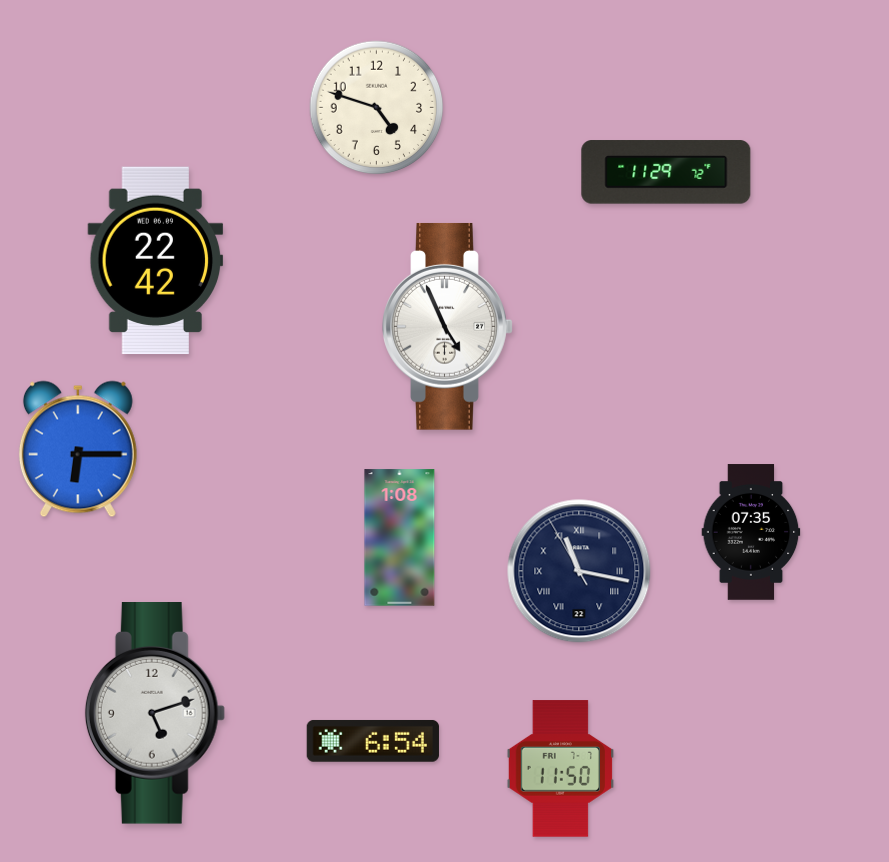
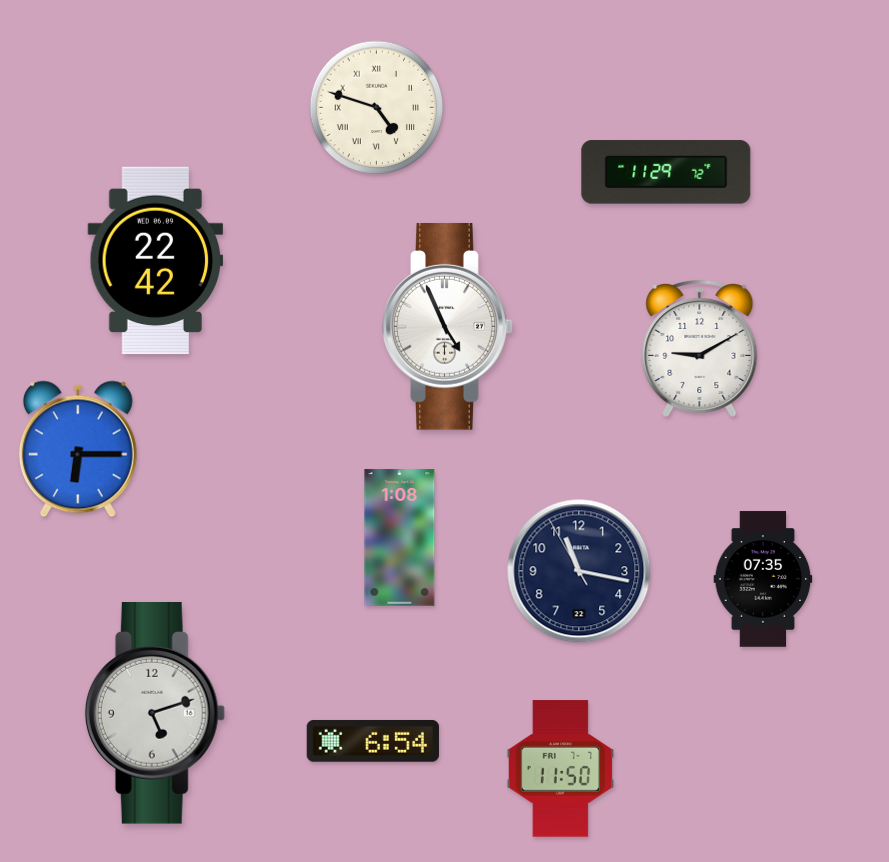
clock at (377, 108) numerals: Arabic -> Roman
clock at (700, 348): none -> 9:10
clock at (751, 532) position: (751, 532) -> (763, 579)
clock at (579, 571) numerals: Roman -> Arabic
